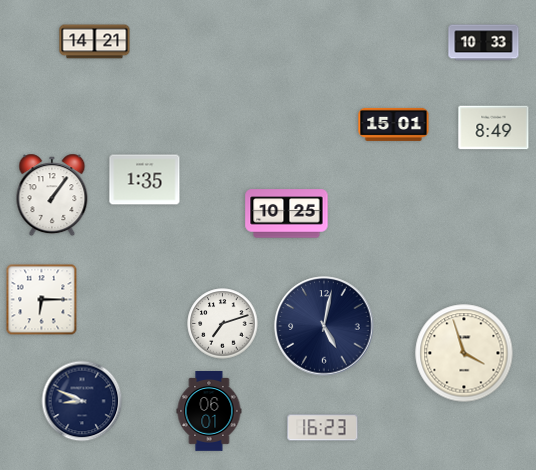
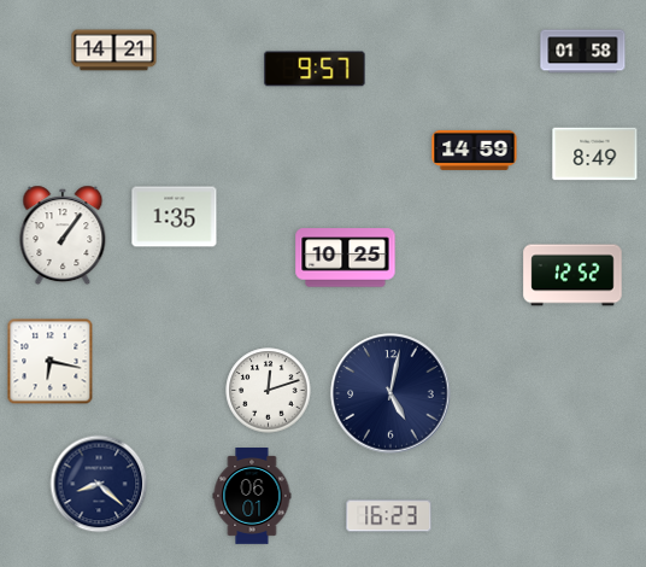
clock at (484, 43): 10:33 -> 01:58
clock at (315, 69): none -> 9:57
clock at (394, 124): 15:01 -> 14:59
clock at (572, 275): none -> 12:52
clock at (42, 300): 6:15 -> 6:17
clock at (223, 324): 7:12 -> 12:12
clock at (464, 353): 3:57 -> none
clock at (82, 401): 8:49 -> 8:22
